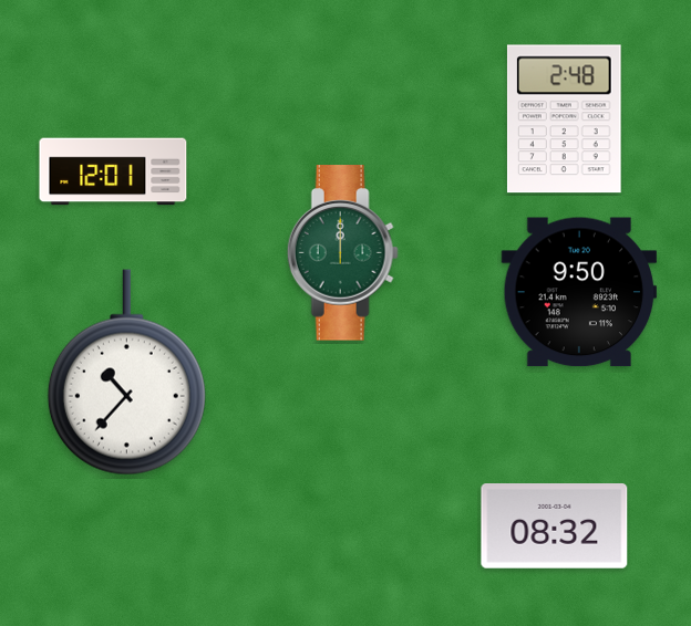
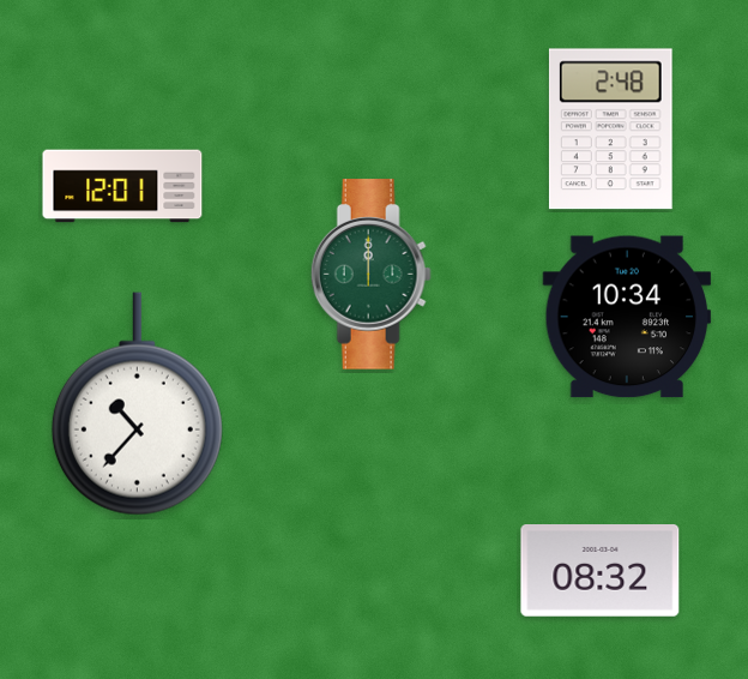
clock at (579, 292): 9:50 -> 10:34
